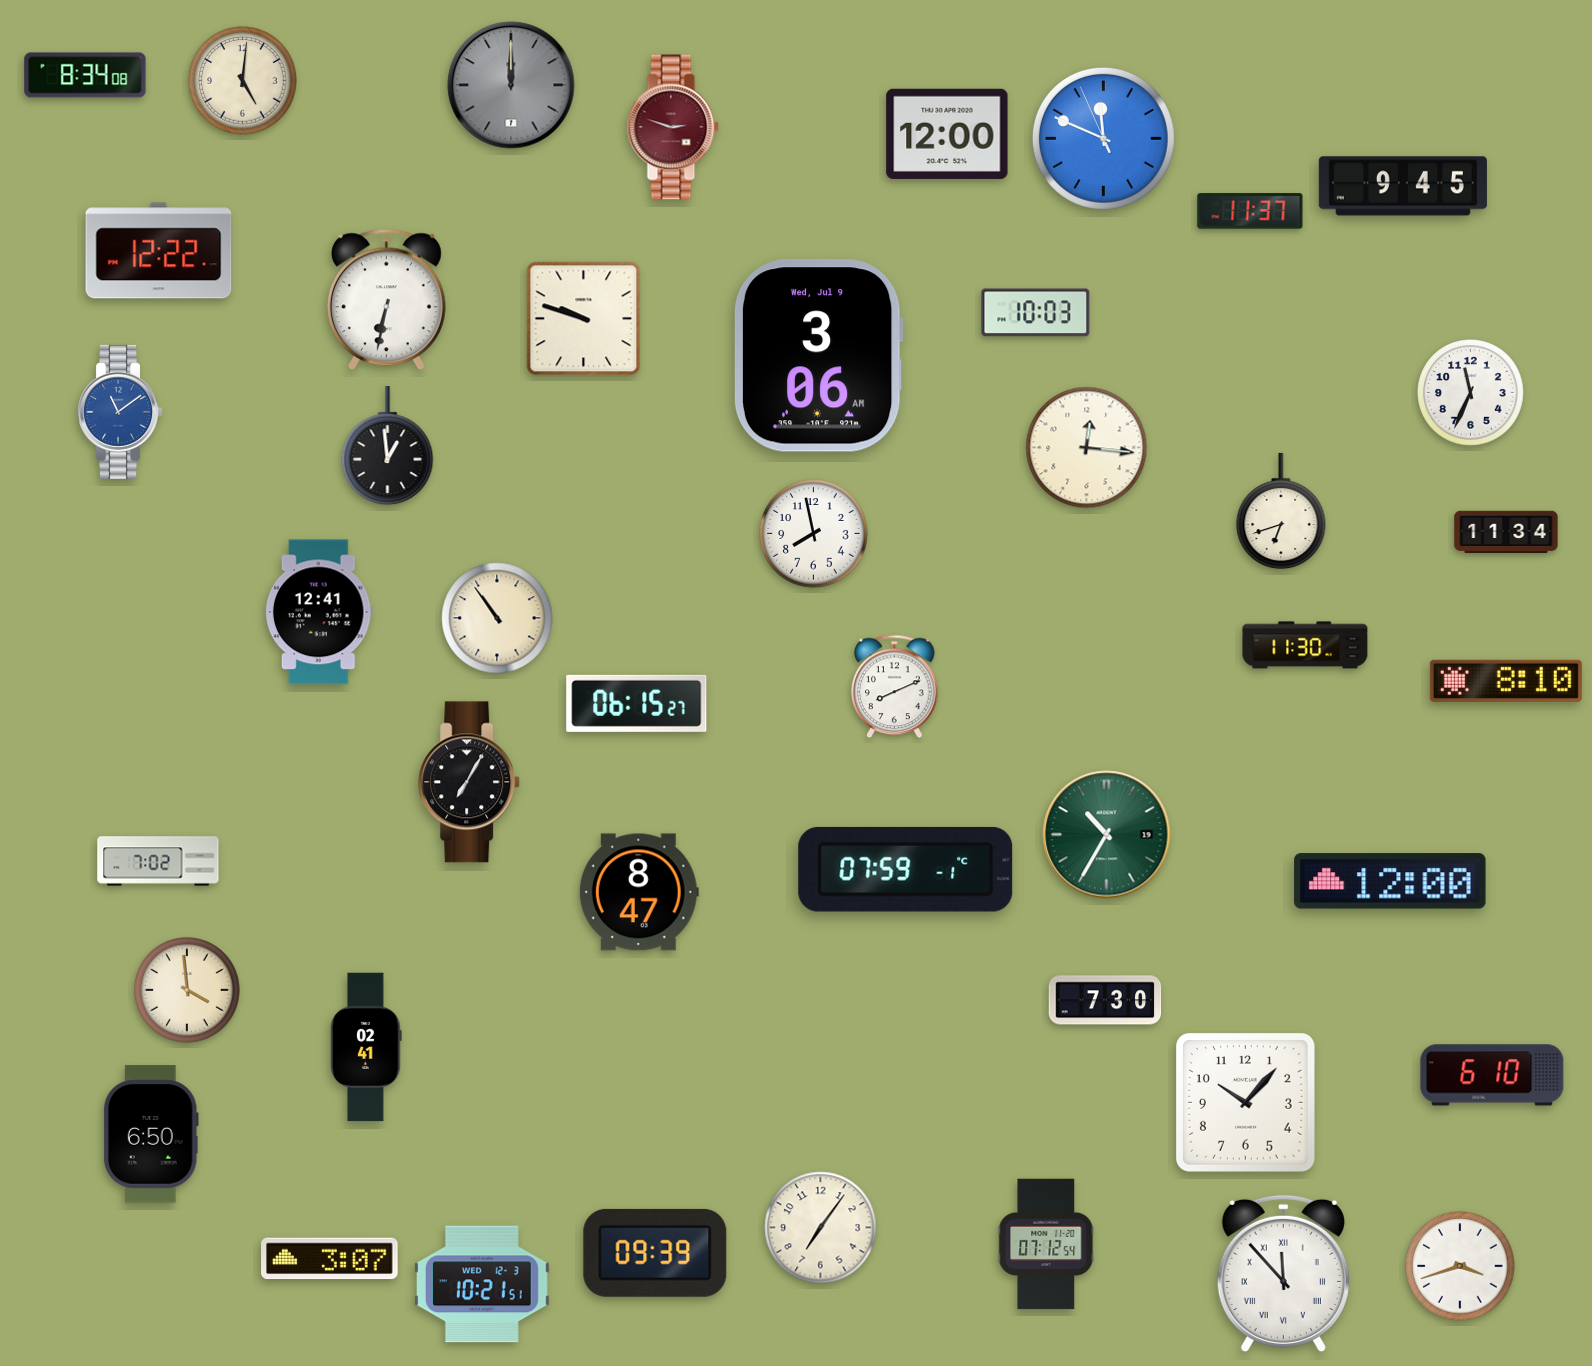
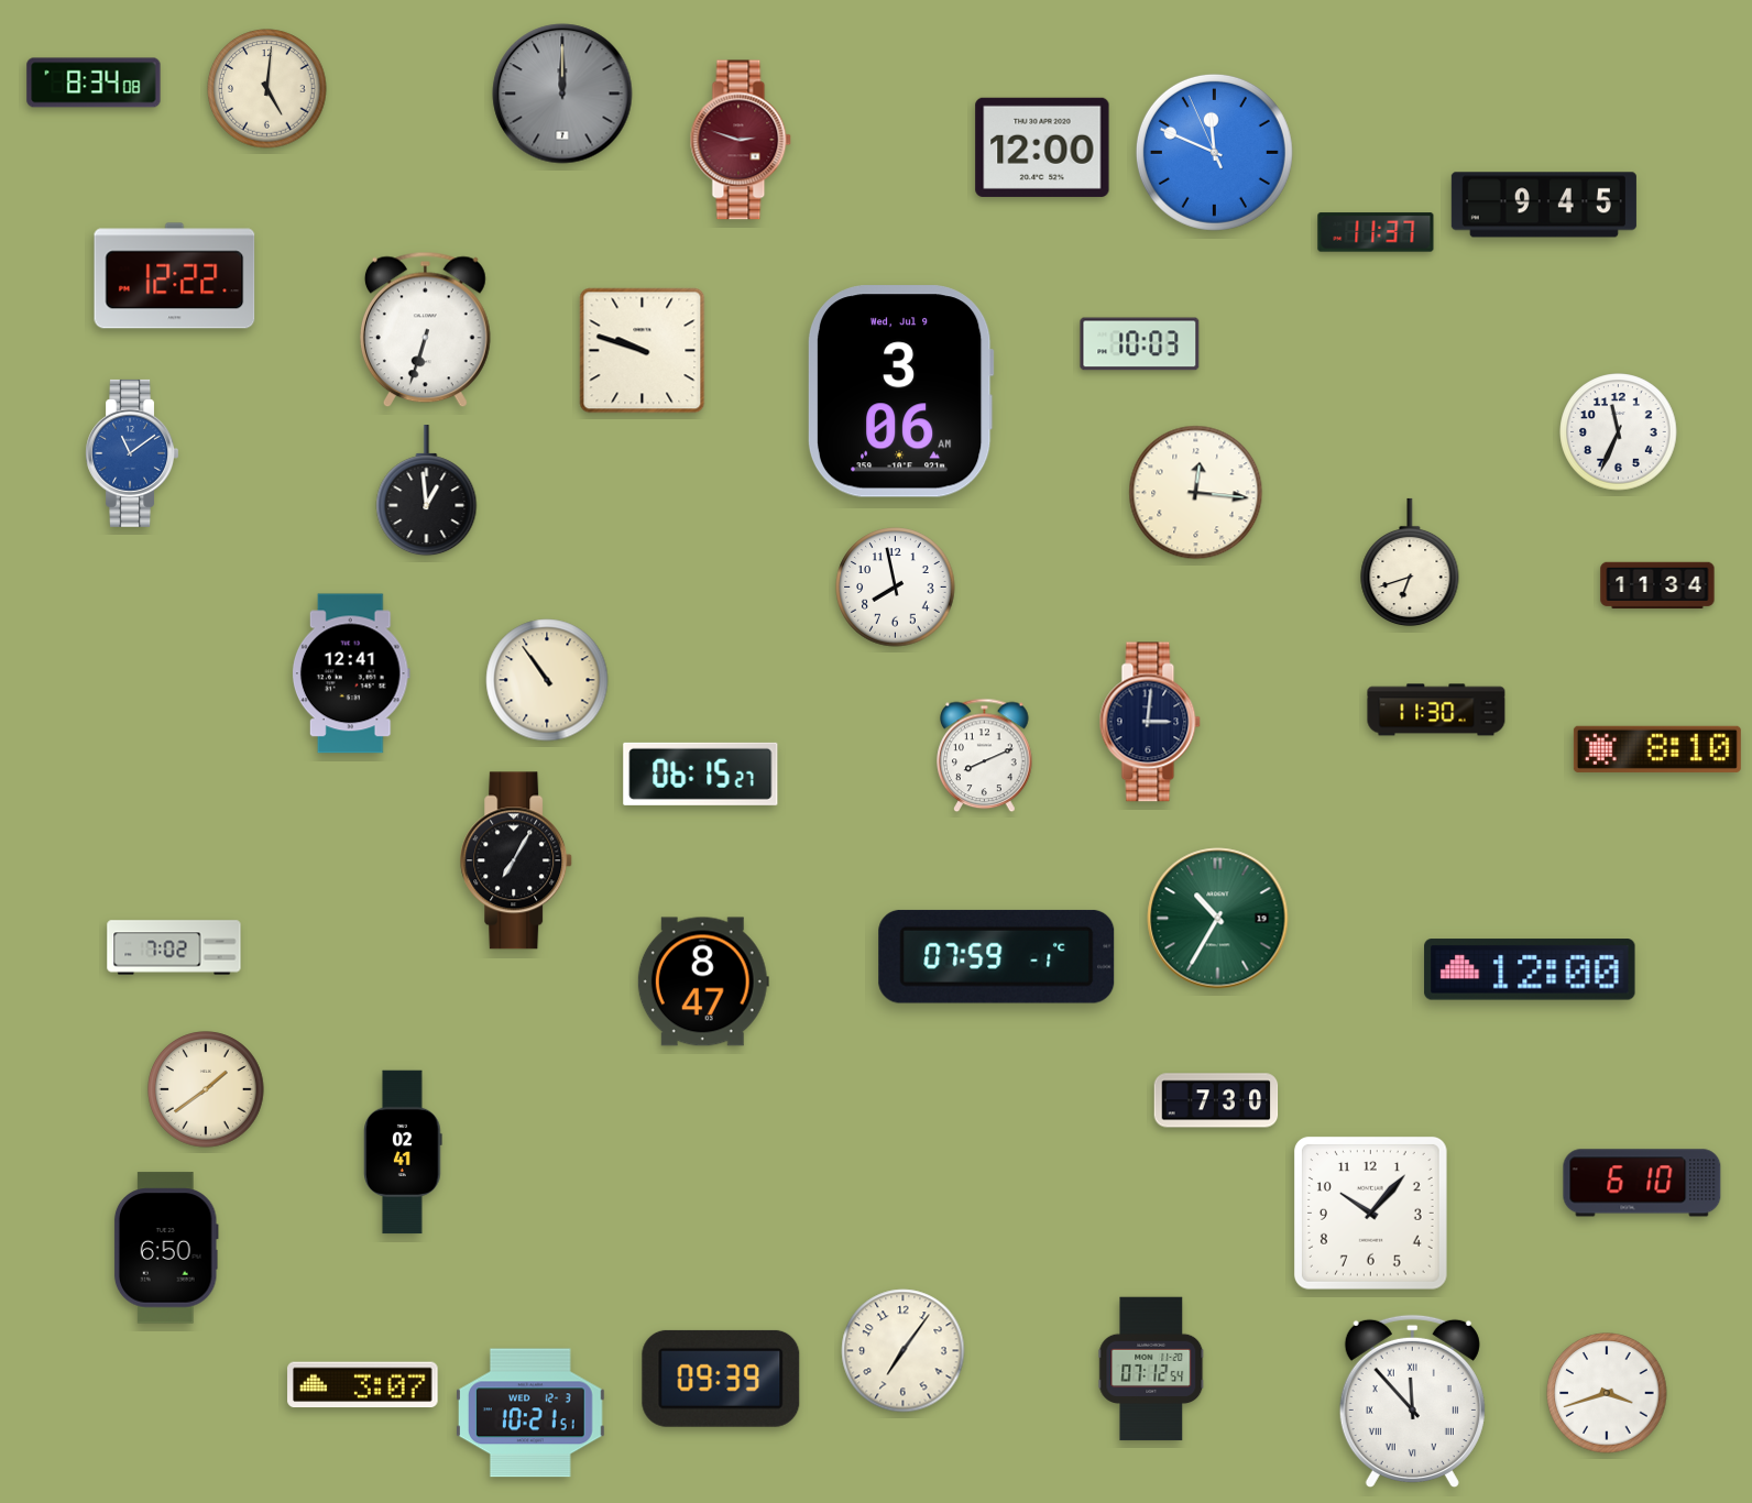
clock at (386, 300): 6:32 -> 6:33
clock at (1150, 722): none -> 3:01
clock at (187, 990): 3:59 -> 1:39
